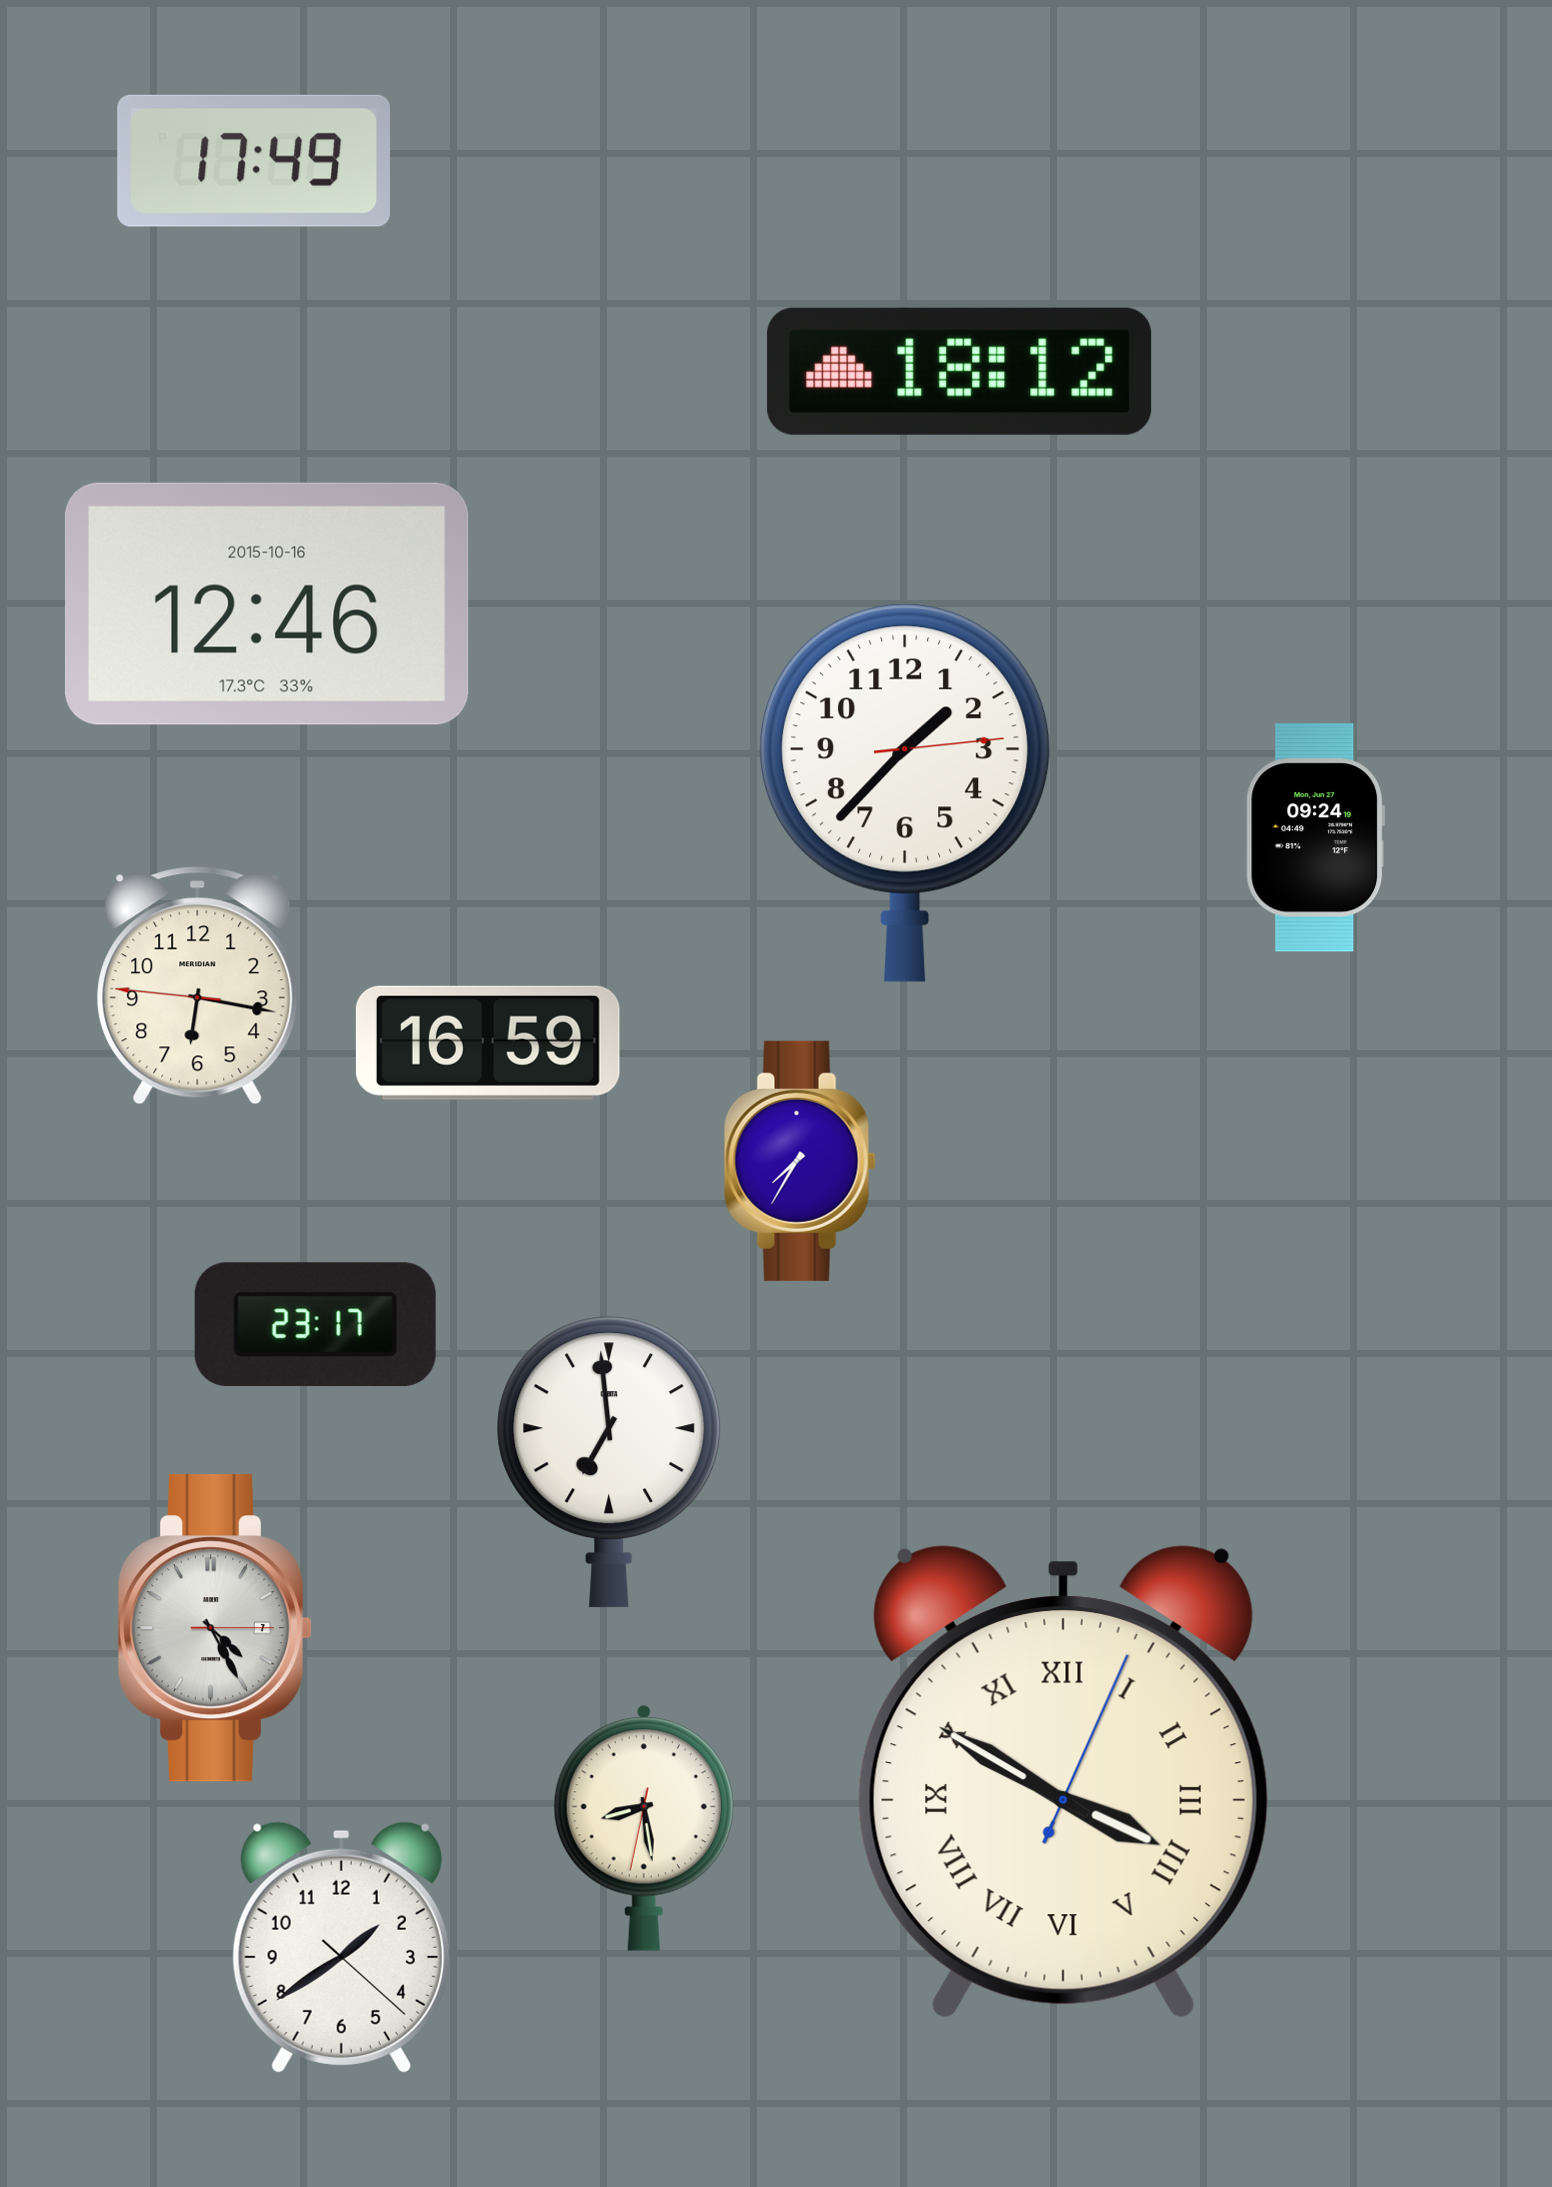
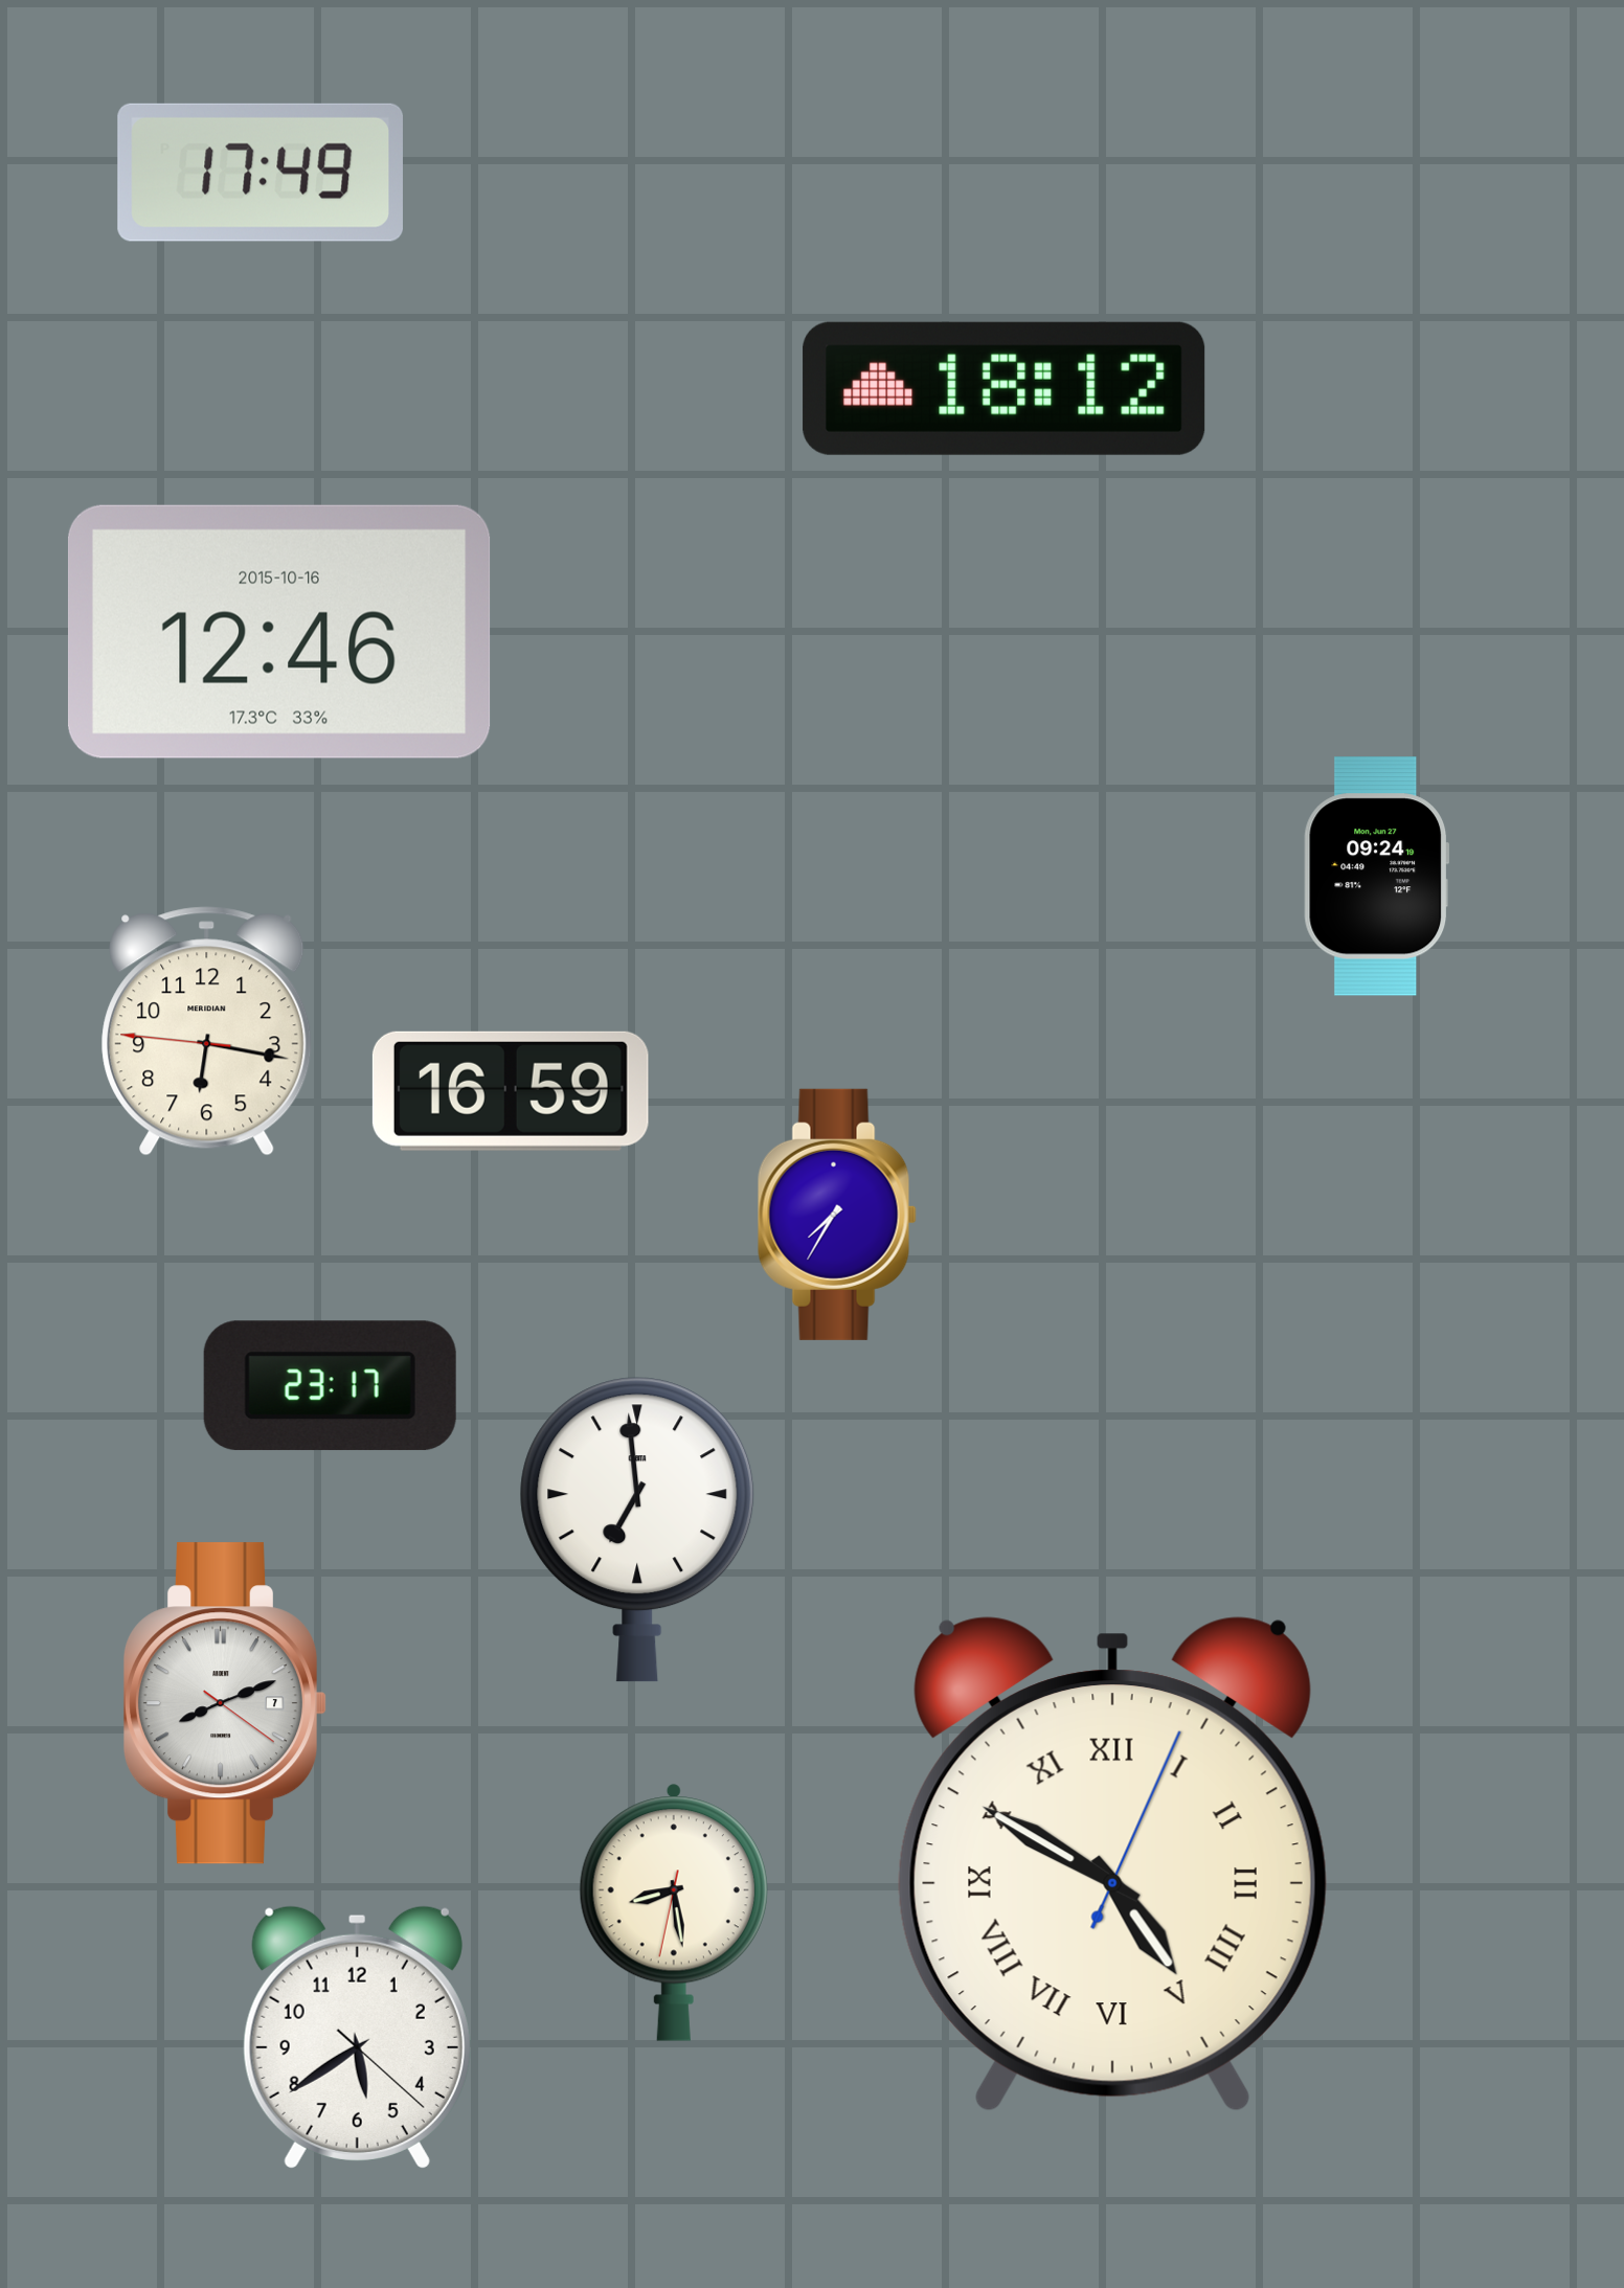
clock at (254, 161) position: (254, 161) -> (261, 173)
clock at (906, 793): 1:37 -> none
clock at (215, 1628): 4:25 -> 8:11
clock at (1063, 1782): 3:50 -> 4:50
clock at (341, 1947): 1:39 -> 5:39
